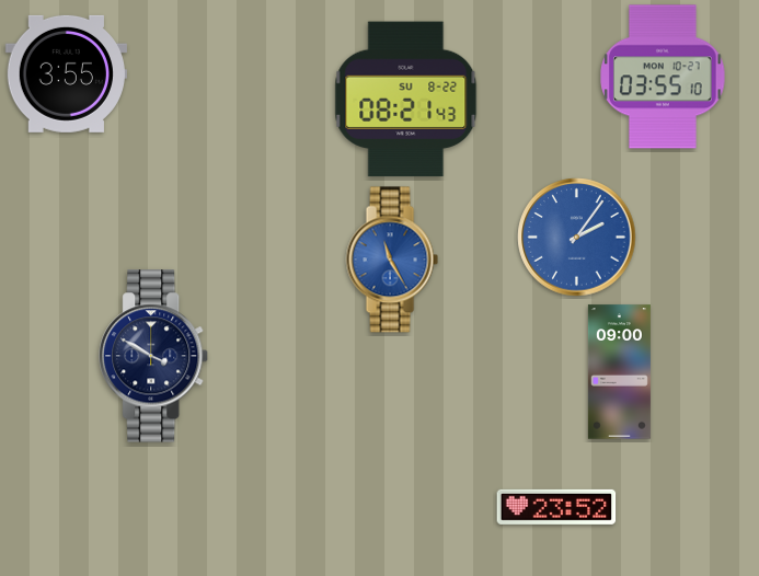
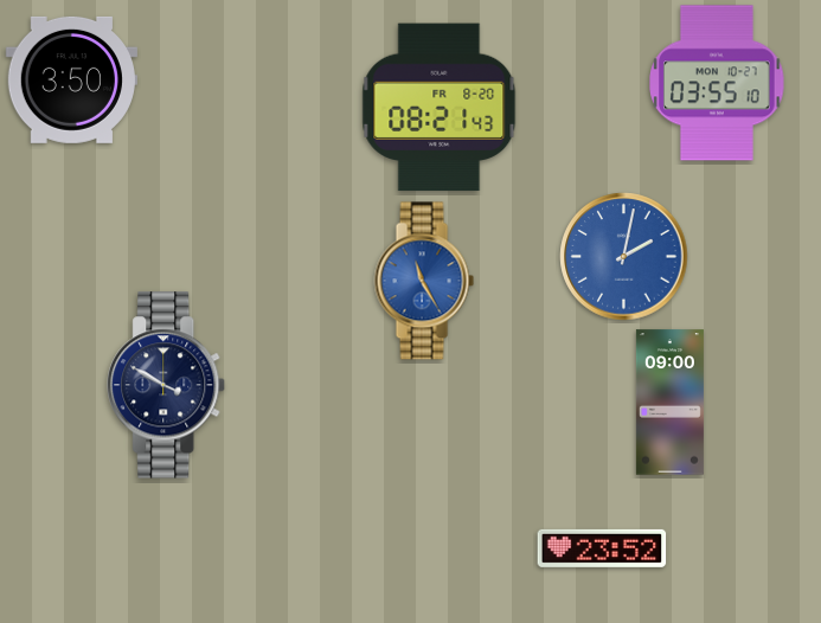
clock at (66, 73): 3:55 -> 3:50
clock at (406, 100) date: SU 8-22 -> FR 8-20
clock at (577, 238): 2:06 -> 2:02
